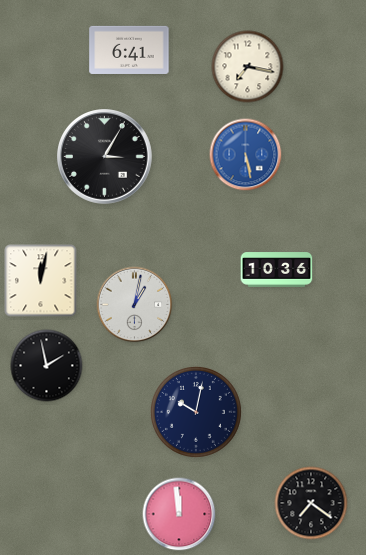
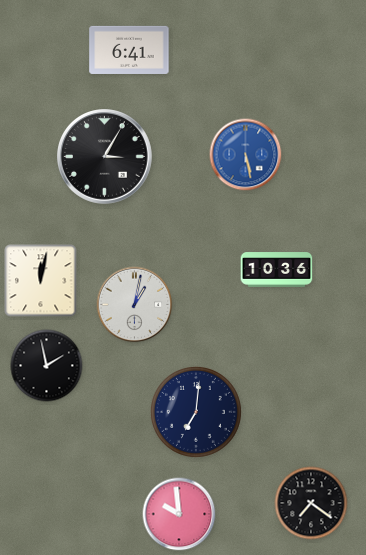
clock at (248, 67): 7:17 -> none
clock at (196, 412): 10:02 -> 7:01
clock at (179, 514): 11:59 -> 9:59
